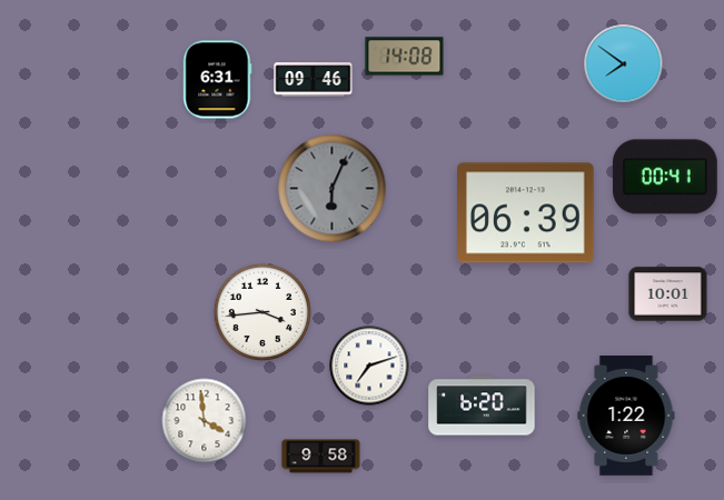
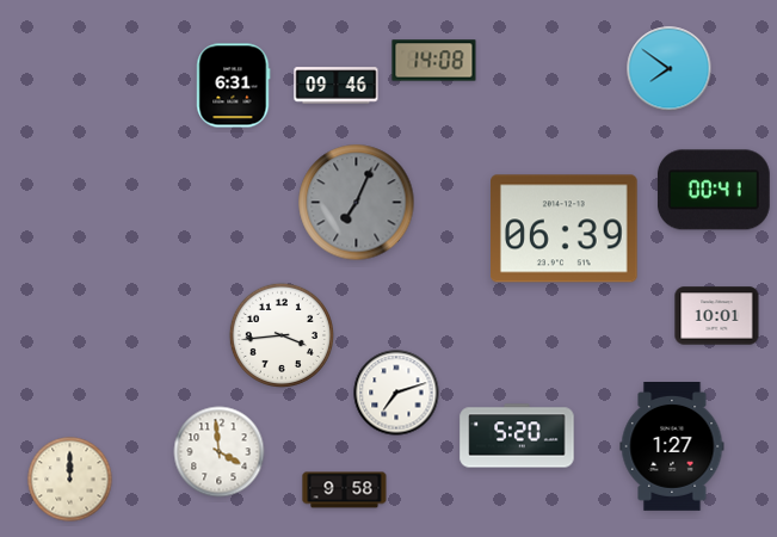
clock at (333, 189): 6:04 -> 7:04
clock at (482, 406): 6:20 -> 5:20
clock at (626, 417): 1:22 -> 1:27
clock at (70, 480): none -> 12:00
